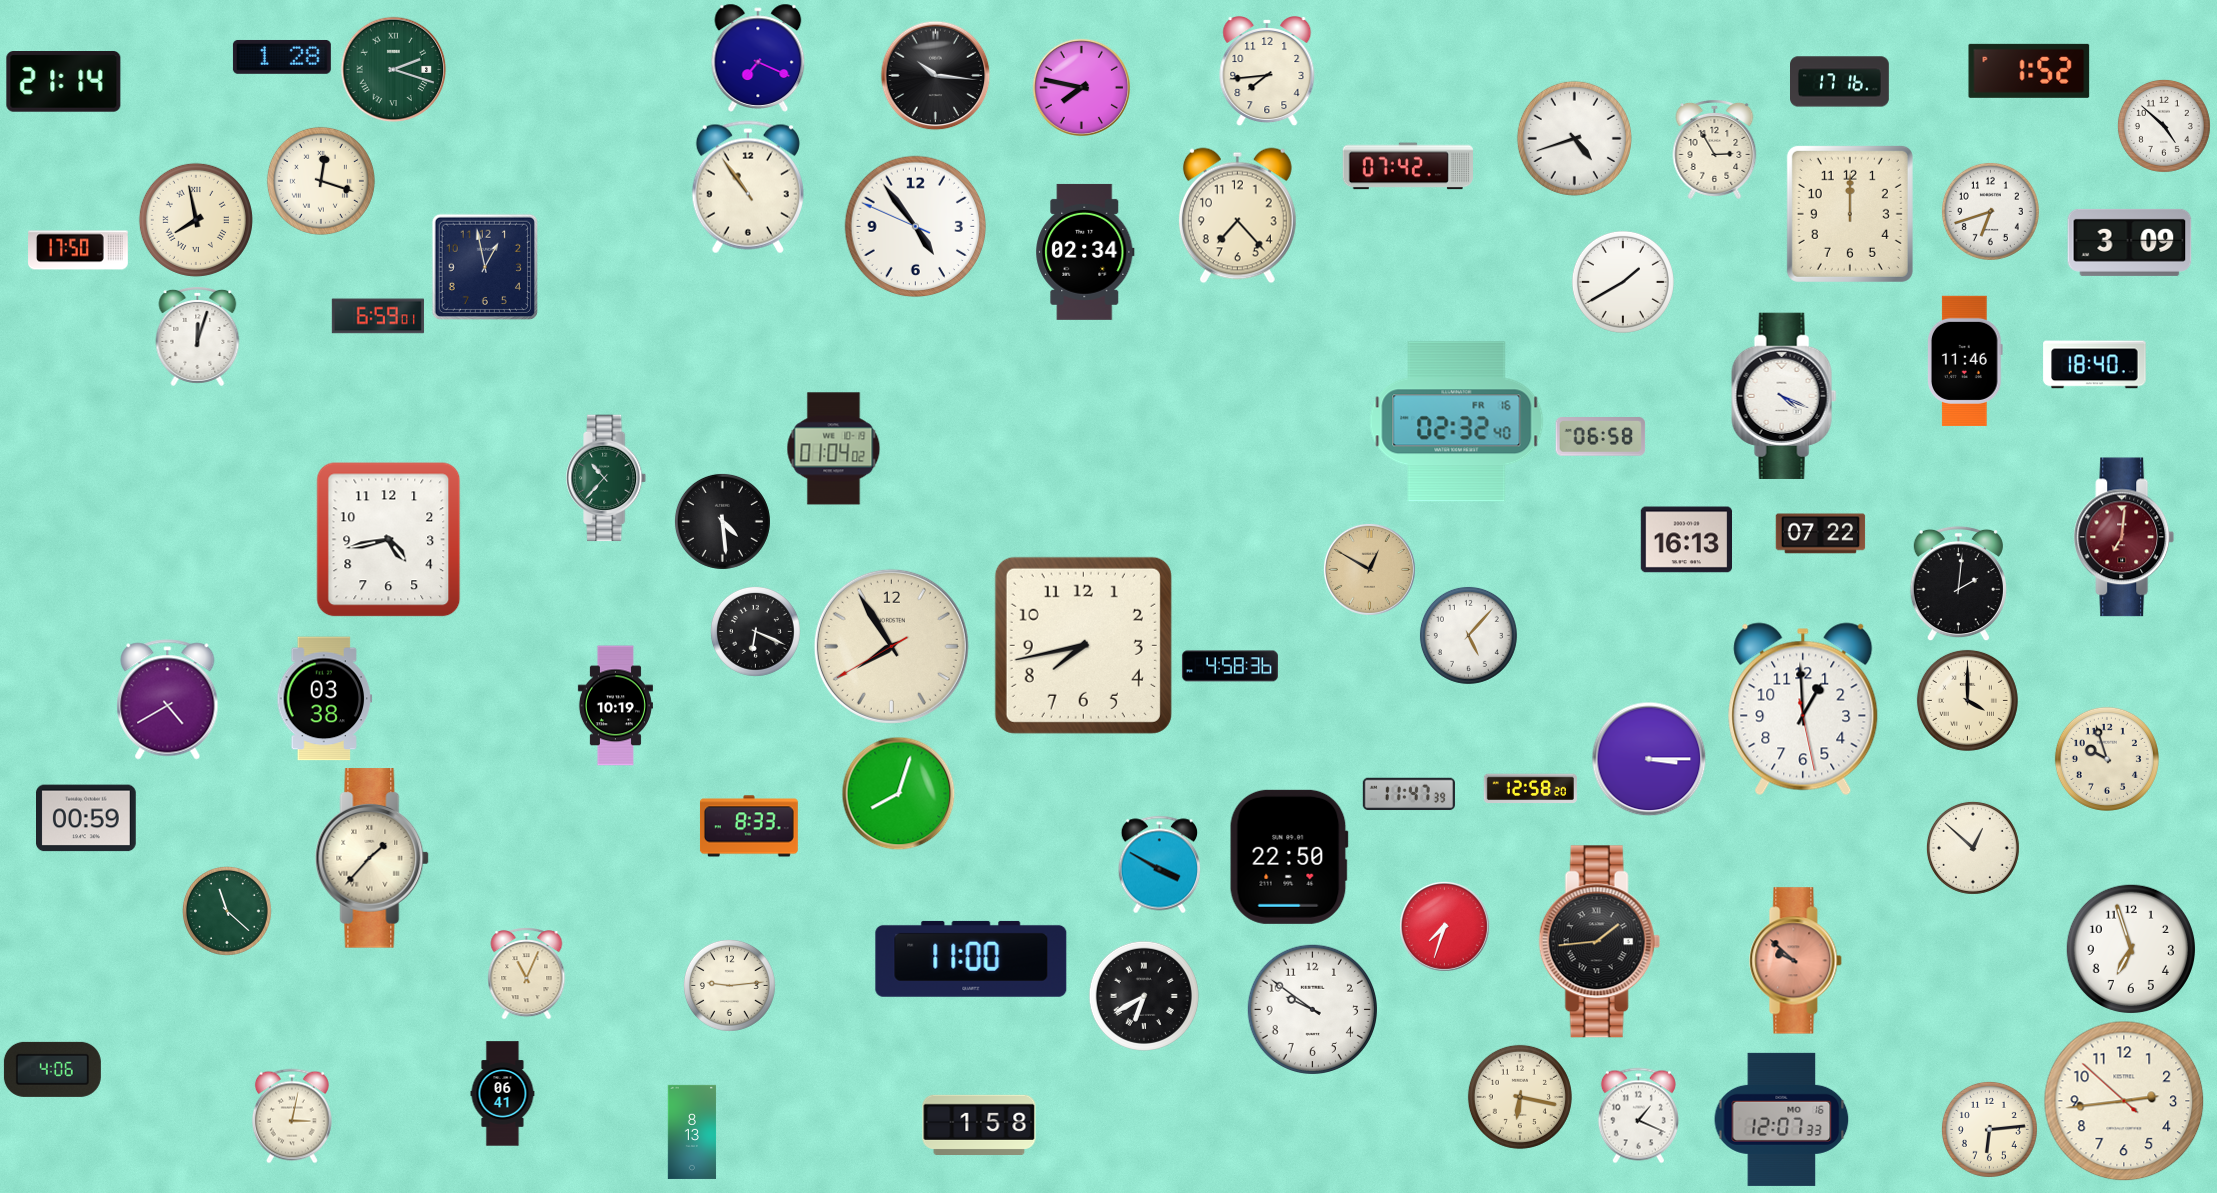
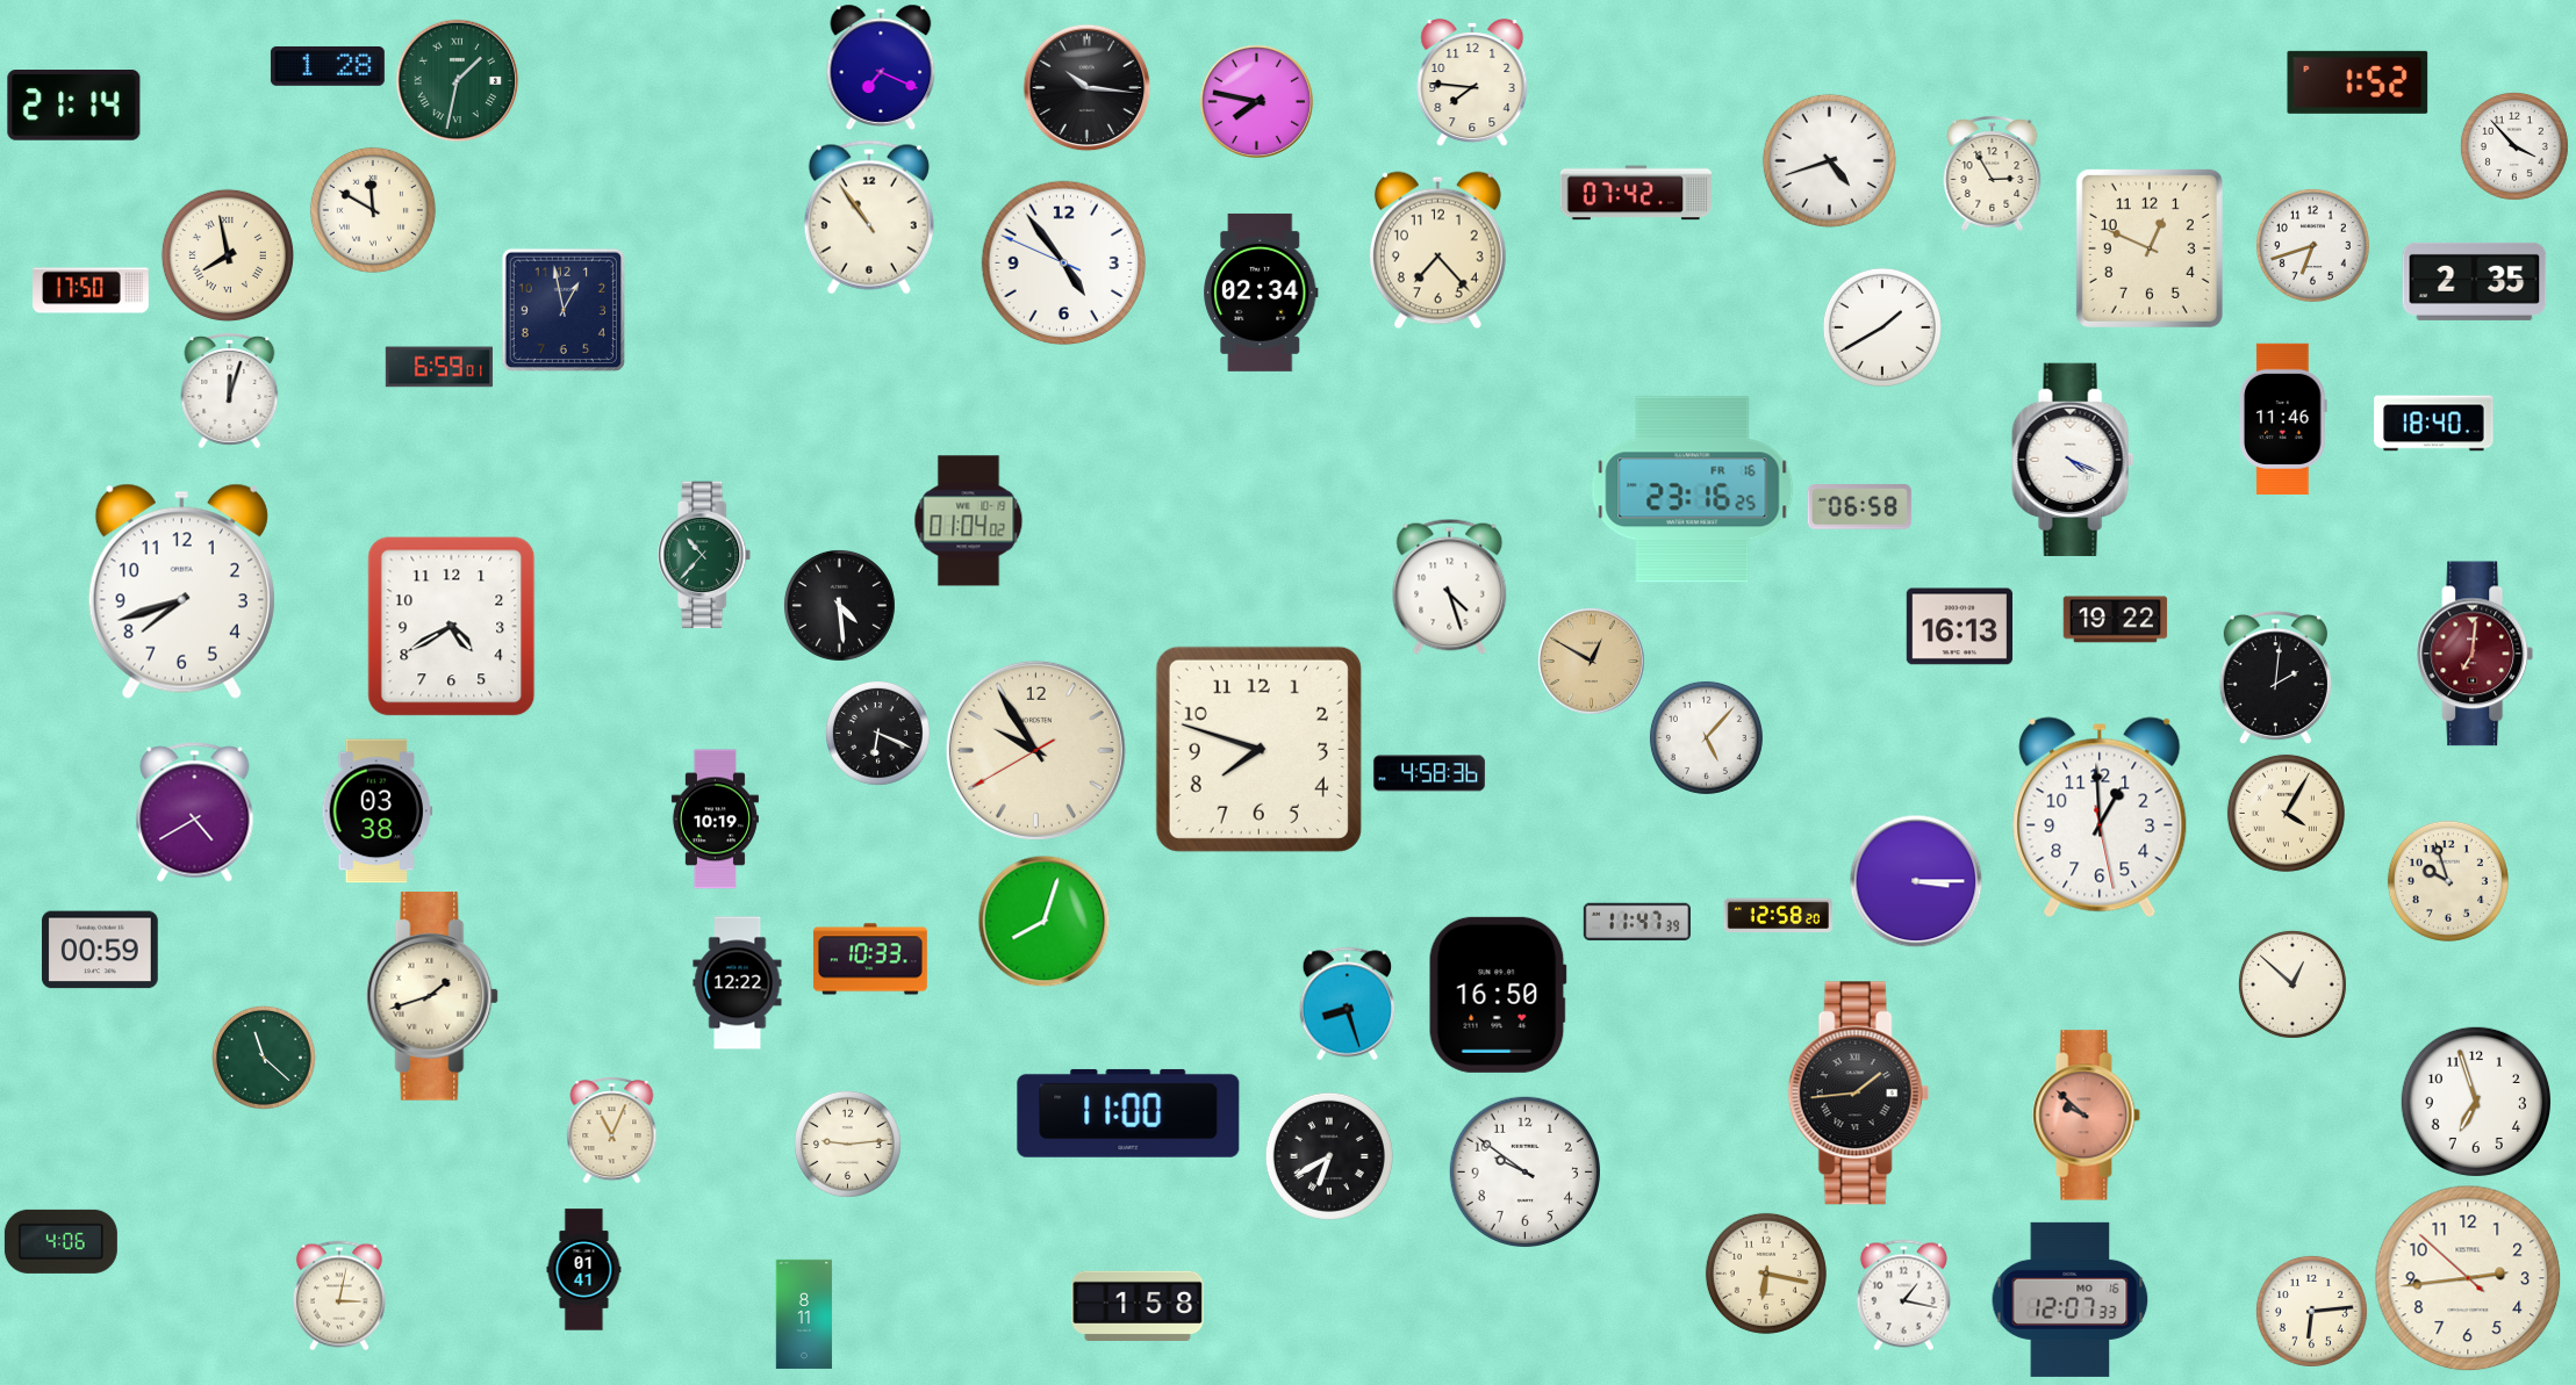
clock at (394, 70): 2:18 -> 1:32
clock at (1267, 72): 7:44 -> 7:46
clock at (64, 82) position: (64, 82) -> (74, 106)
clock at (1840, 82): 17:16 -> none
clock at (2164, 126): 4:52 -> 3:53
clock at (321, 181): 12:18 -> 11:50
clock at (1850, 214): 12:00 -> 12:49
clock at (2130, 242): 3:09 -> 2:35
clock at (1623, 282) position: (1623, 282) -> (1882, 327)
clock at (1457, 422): 02:32 -> 23:16
clock at (1450, 586): none -> 4:27
clock at (181, 591): none -> 7:42
clock at (1821, 534): 07:22 -> 19:22
clock at (2124, 537) position: (2124, 537) -> (2475, 654)
clock at (389, 540): 4:43 -> 4:40
clock at (1083, 645): 7:43 -> 7:48
clock at (891, 646): 7:54 -> 9:54
clock at (1967, 700): 4:00 -> 4:05
clock at (1803, 709) position: (1803, 709) -> (2100, 817)
clock at (749, 826): 8:33 -> 10:33
clock at (738, 983): none -> 12:22
clock at (1289, 857): 22:50 -> 16:50
clock at (372, 858): 1:37 -> 1:42
clock at (1160, 865): 3:50 -> 8:27
clock at (1444, 926): 7:33 -> none
clock at (503, 1094): 06:41 -> 01:41
clock at (1638, 1116): 1:19 -> 1:17
clock at (692, 1132): 8:13 -> 8:11
